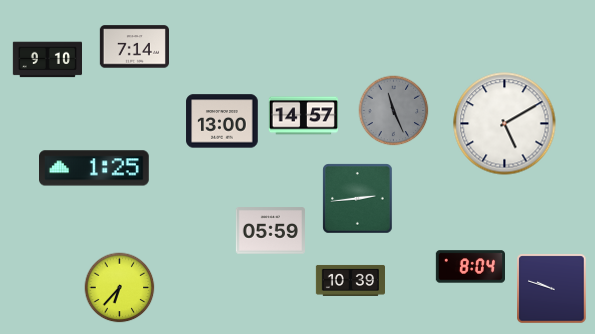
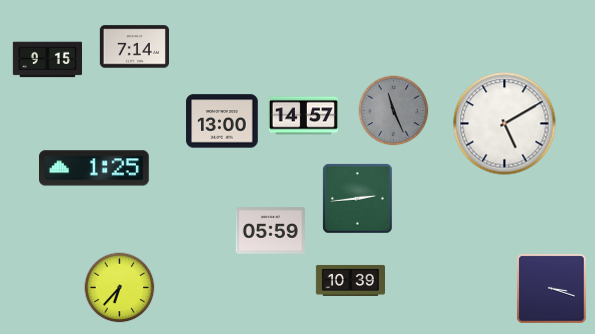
clock at (47, 60): 9:10 -> 9:15
clock at (470, 267): 8:04 -> none
clock at (552, 289): 9:48 -> 3:18
